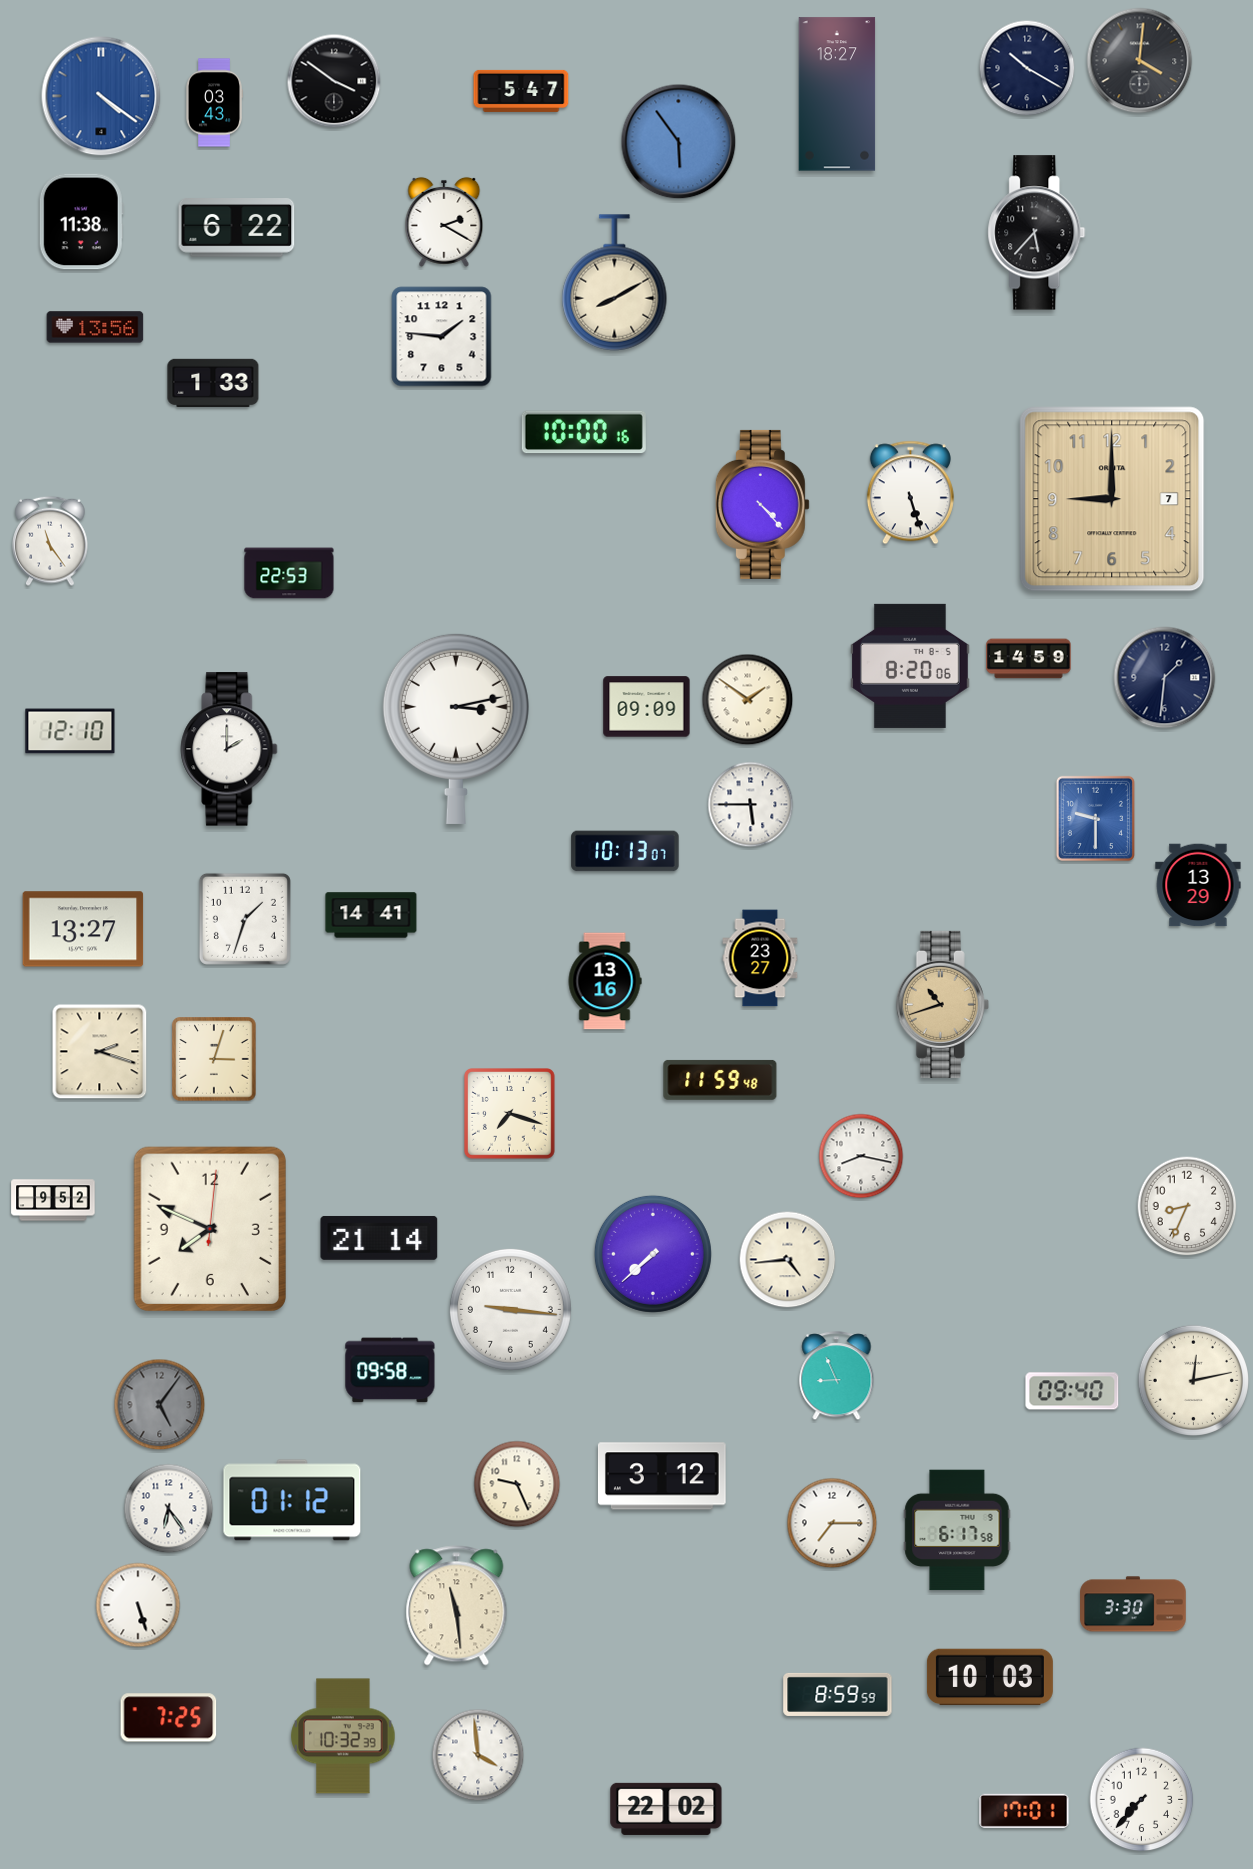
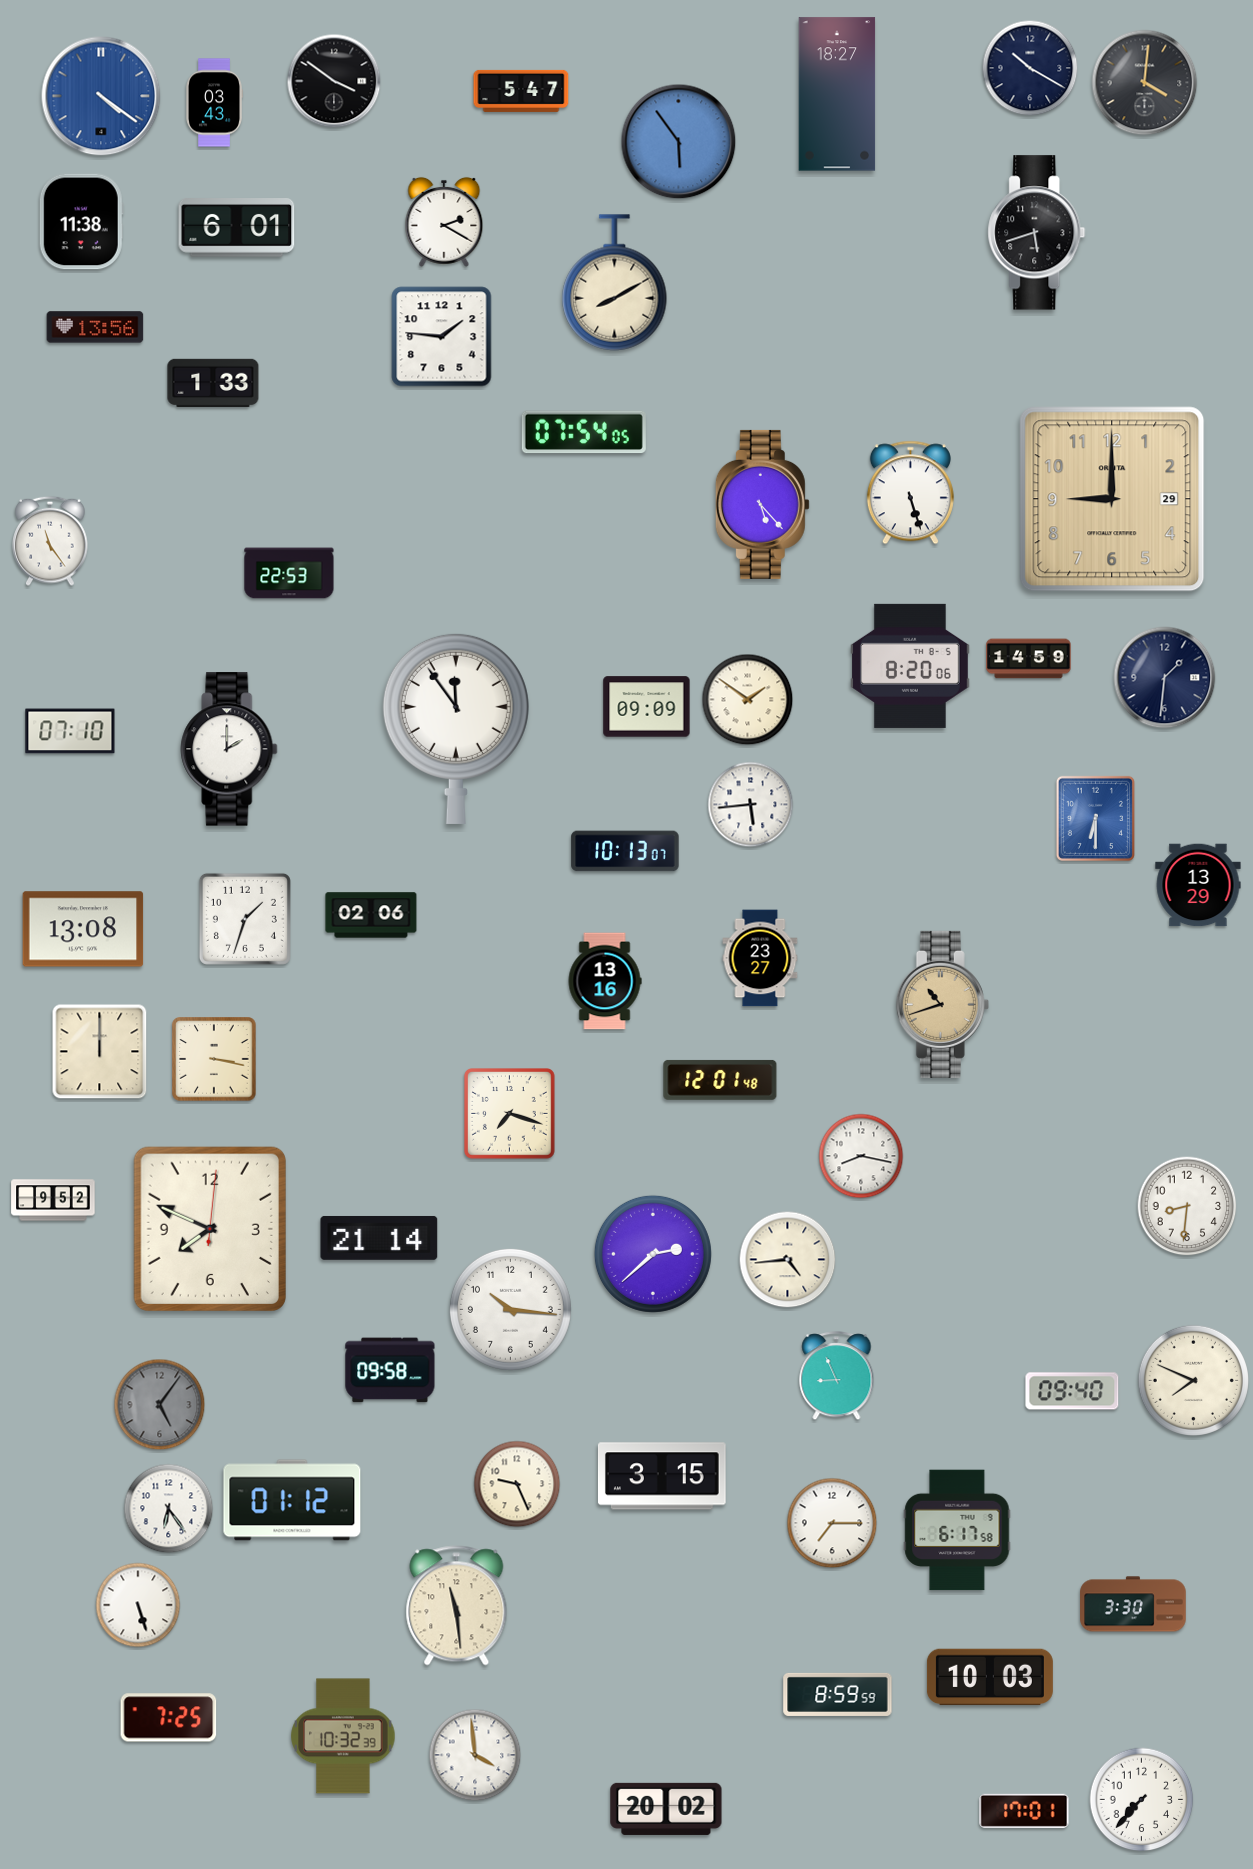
clock at (1140, 61) position: (1140, 61) -> (1145, 83)
clock at (1027, 68) position: (1027, 68) -> (1030, 68)
clock at (237, 228): 6:22 -> 6:01
clock at (1037, 233): 5:37 -> 5:42
clock at (584, 432): 10:00 -> 07:54
clock at (1112, 499) date: 7 -> 29
clock at (762, 504): 4:23 -> 5:23
clock at (456, 728): 3:13 -> 11:54
clock at (70, 731): 12:10 -> 07:10
clock at (751, 805): 5:45 -> 5:44
clock at (1095, 818): 9:30 -> 6:30
clock at (371, 915): 14:41 -> 02:06
clock at (83, 929): 13:27 -> 13:08
clock at (100, 1052): 2:18 -> 12:00
clock at (214, 1059): 3:03 -> 3:17
clock at (720, 1080): 11:59 -> 12:01
clock at (1187, 1206): 8:34 -> 8:31
clock at (653, 1254): 7:38 -> 2:38
clock at (510, 1309): 9:16 -> 10:16
clock at (1193, 1380): 12:13 -> 7:49
clock at (662, 1476): 3:12 -> 3:15
clock at (478, 1755) position: (478, 1755) -> (475, 1755)
clock at (666, 1809): 22:02 -> 20:02
